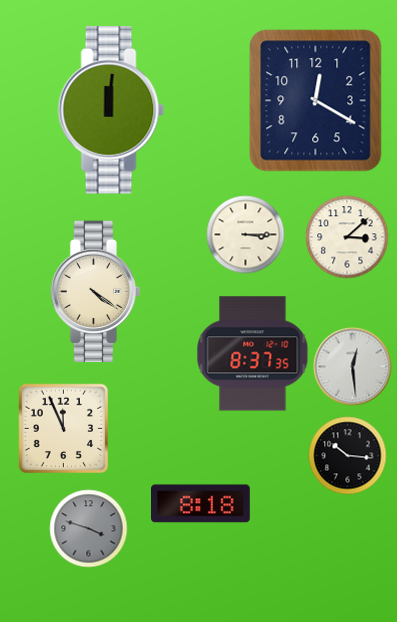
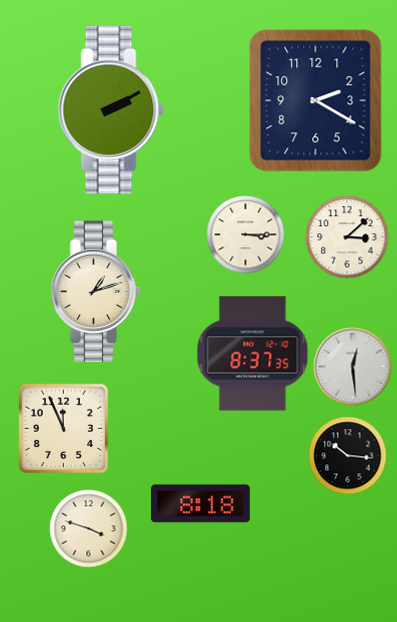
clock at (316, 101): 12:20 -> 2:20
clock at (111, 110): 12:01 -> 2:10
clock at (96, 292): 4:21 -> 1:12
clock at (88, 528) dial: grey -> cream
